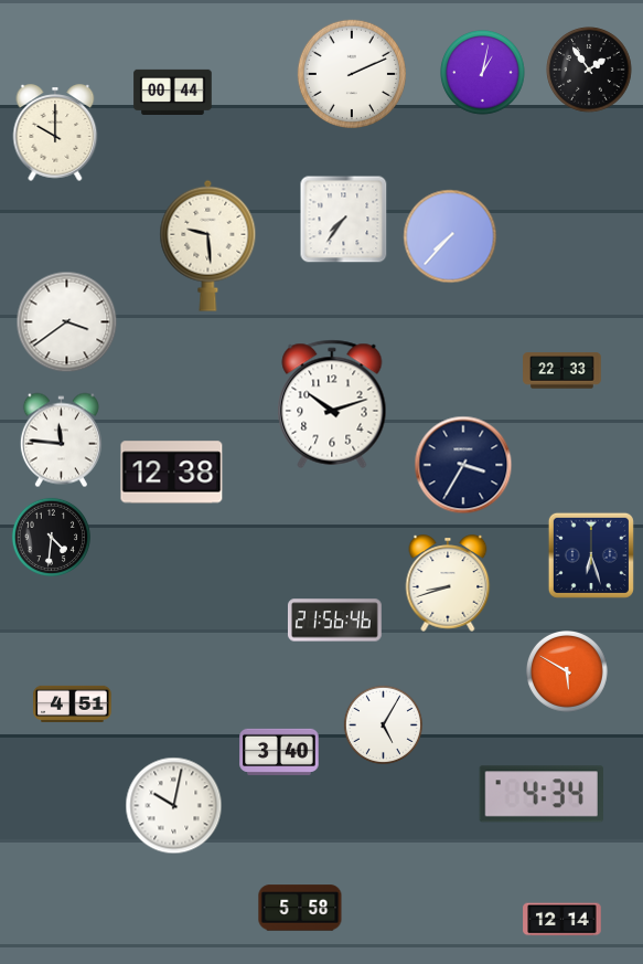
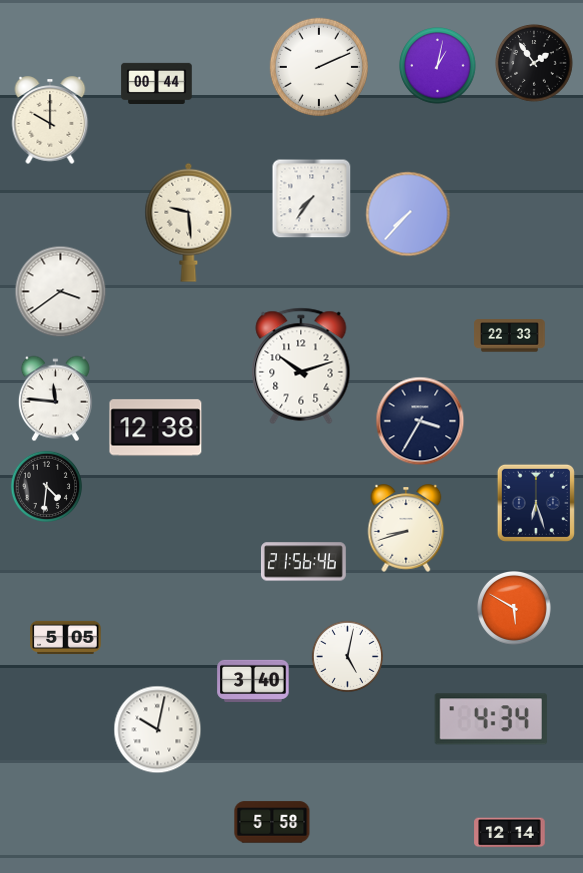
clock at (73, 703): 4:51 -> 5:05
clock at (383, 724): 5:05 -> 5:02
